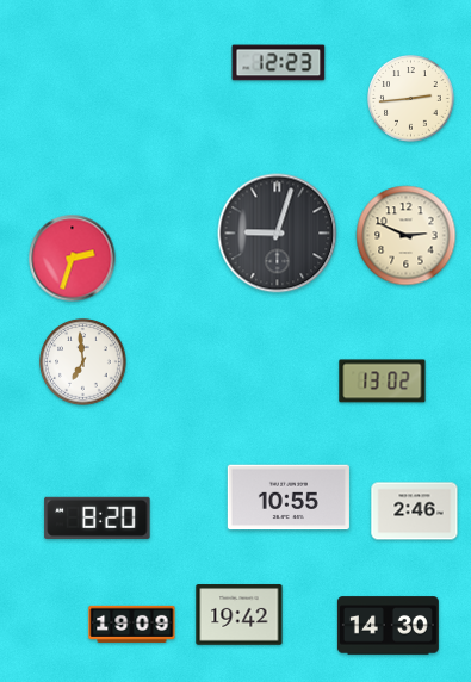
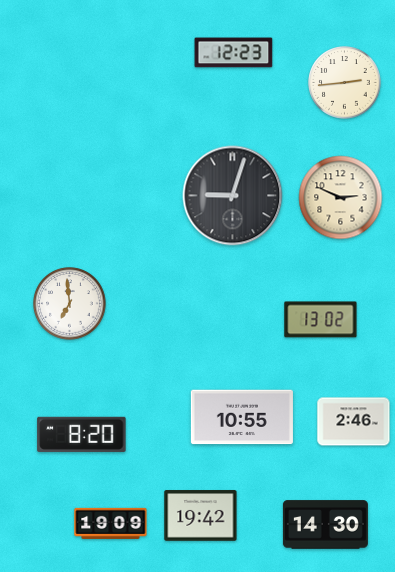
clock at (73, 259): 2:33 -> none
clock at (415, 511) position: (415, 511) -> (354, 422)
